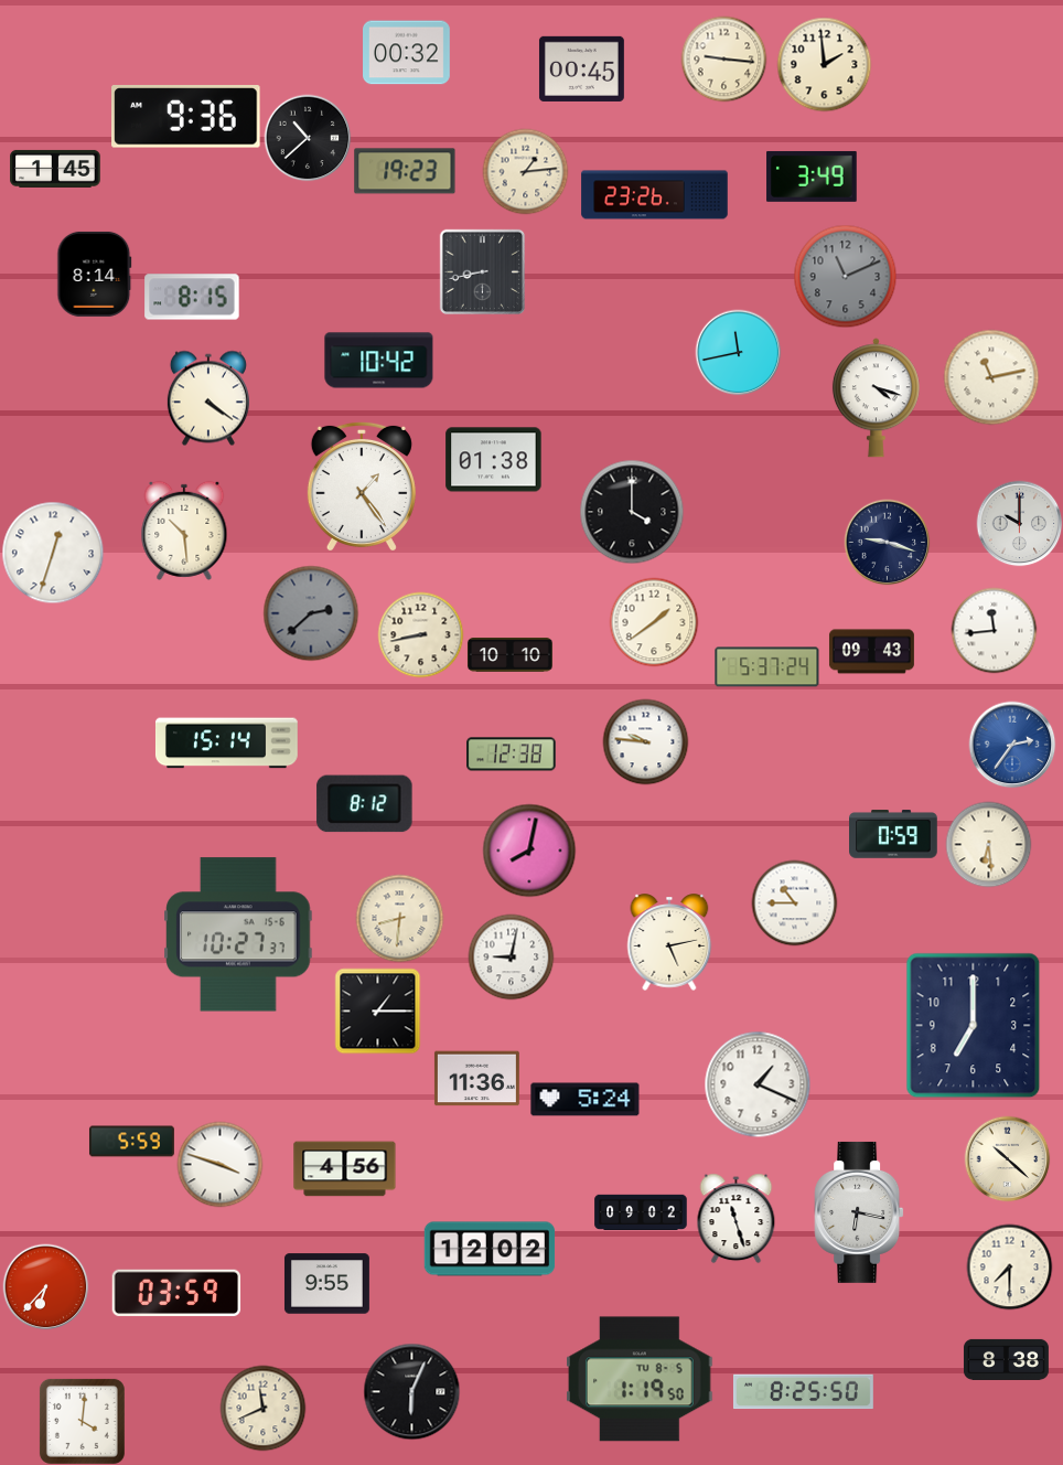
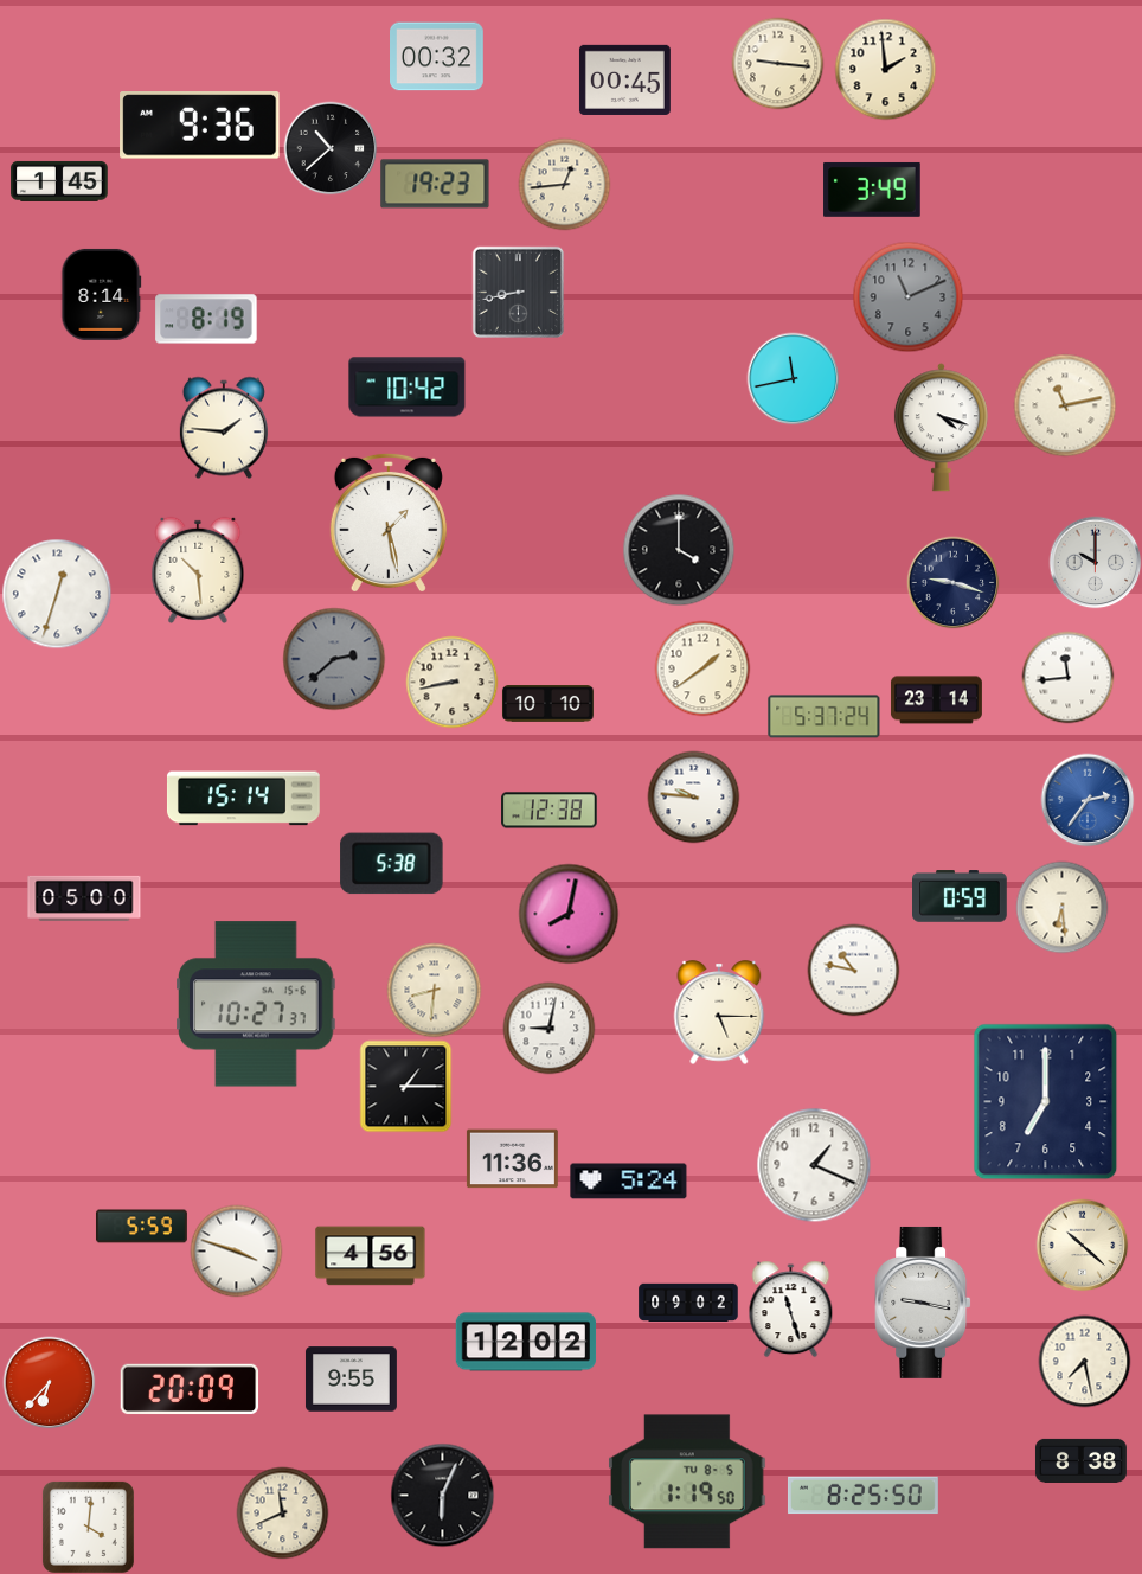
clock at (581, 68) position: (581, 68) -> (624, 79)
clock at (525, 171): 1:14 -> 12:44
clock at (655, 195): 23:26 -> none
clock at (192, 297): 8:15 -> 8:19
clock at (208, 398): 4:21 -> 1:46
clock at (494, 460): 01:38 -> none
clock at (362, 486): 1:24 -> 1:28
clock at (871, 652): 09:43 -> 23:14
clock at (365, 804): 8:12 -> 5:38
clock at (84, 898): none -> 05:00
clock at (794, 902): 10:45 -> 10:47
clock at (399, 918) position: (399, 918) -> (434, 990)
clock at (669, 942): 5:13 -> 5:15
clock at (859, 1212): 6:17 -> 9:17
clock at (1009, 1266): 7:30 -> 7:28
clock at (176, 1293): 03:59 -> 20:09
